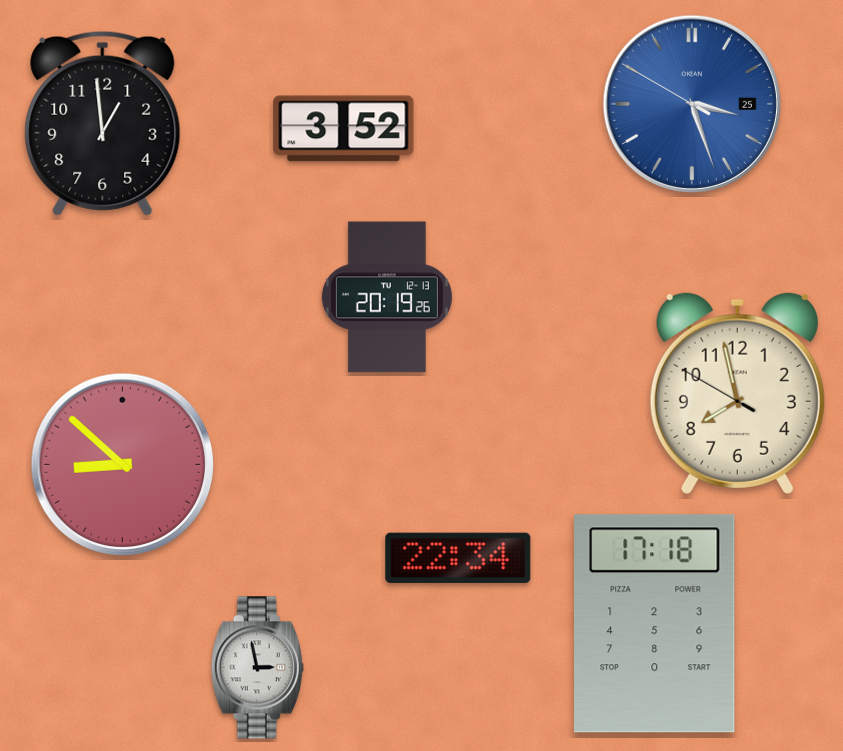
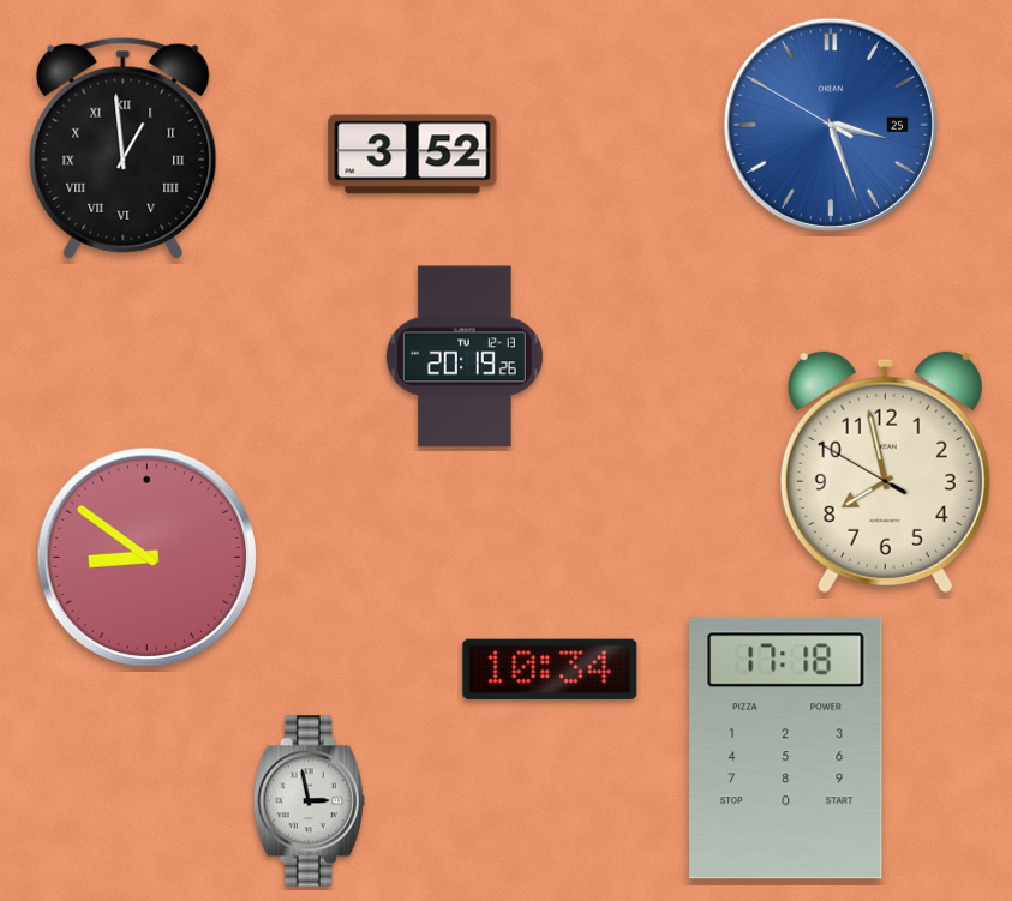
clock at (103, 123) numerals: Arabic -> Roman
clock at (122, 464): 8:52 -> 8:51
clock at (458, 558): 22:34 -> 10:34
